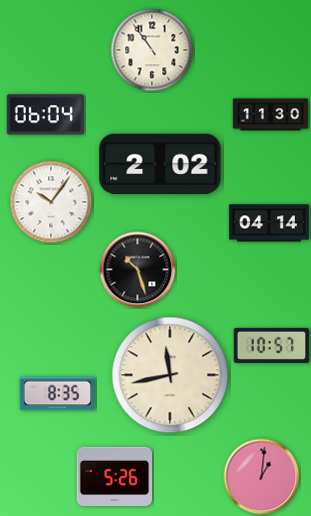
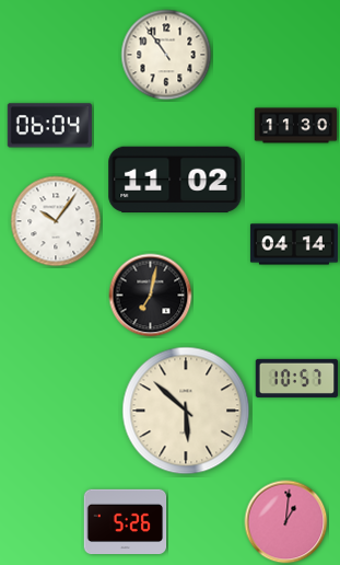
clock at (160, 164): 2:02 -> 11:02
clock at (138, 270): 10:27 -> 7:02
clock at (170, 375): 11:43 -> 5:52
clock at (58, 394): 8:35 -> none
